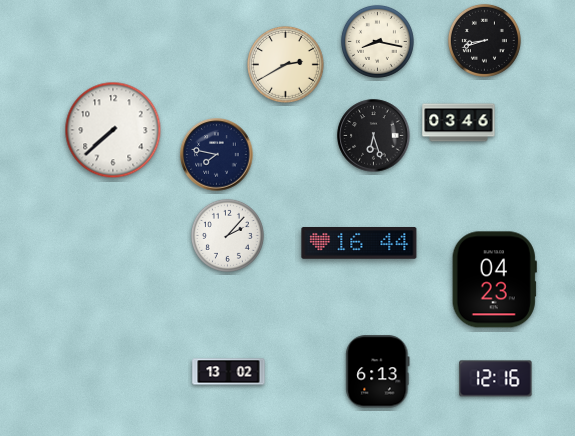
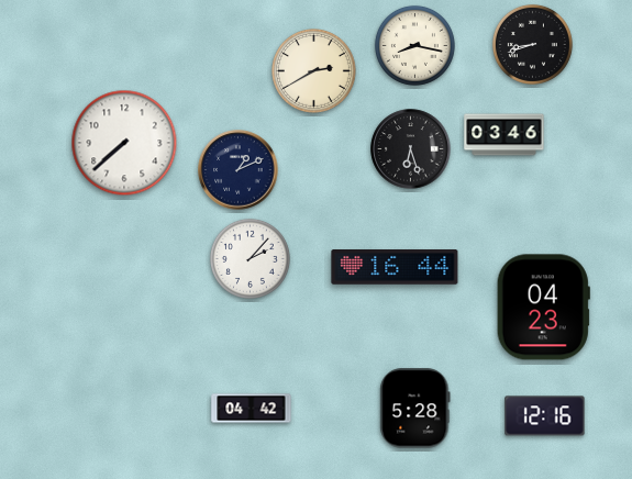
clock at (217, 155): 7:47 -> 1:11
clock at (229, 372): 13:02 -> 04:42
clock at (378, 372): 6:13 -> 5:28
